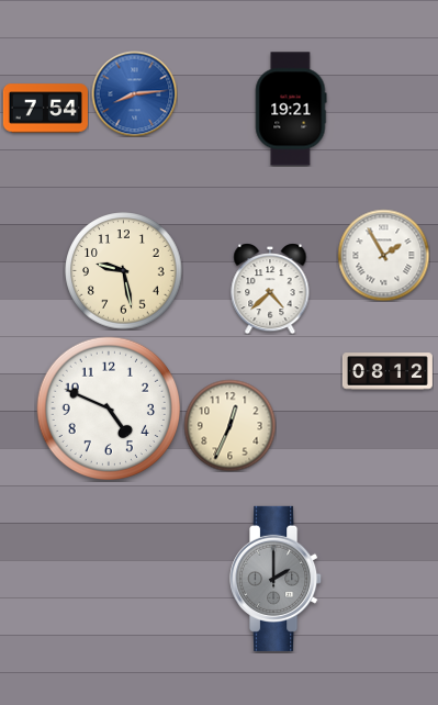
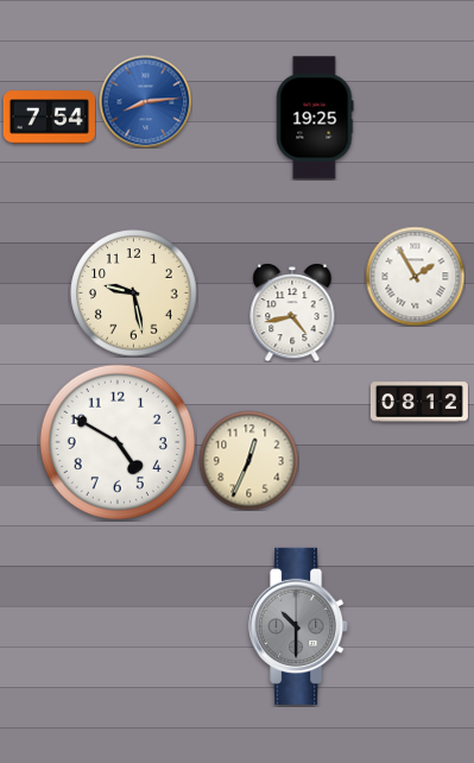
clock at (291, 109): 19:21 -> 19:25
clock at (270, 289): 4:38 -> 4:43
clock at (108, 407): 4:49 -> 4:50
clock at (277, 579): 2:00 -> 10:30
